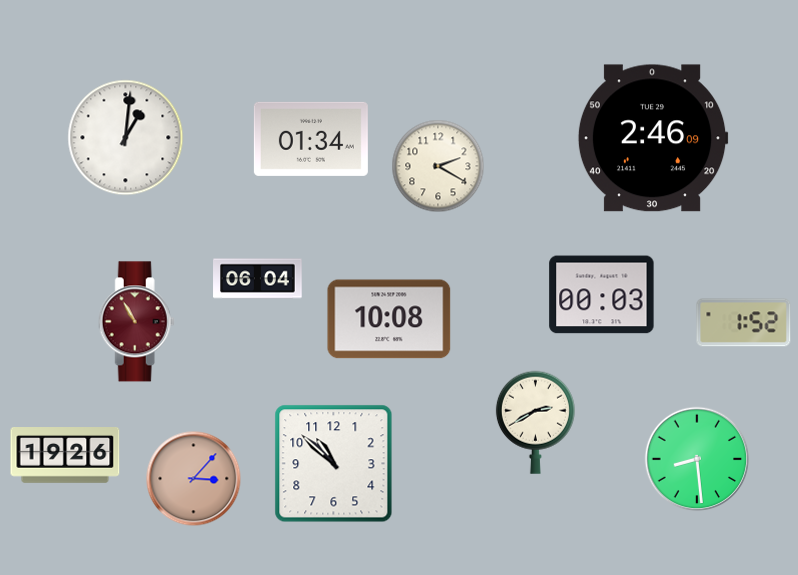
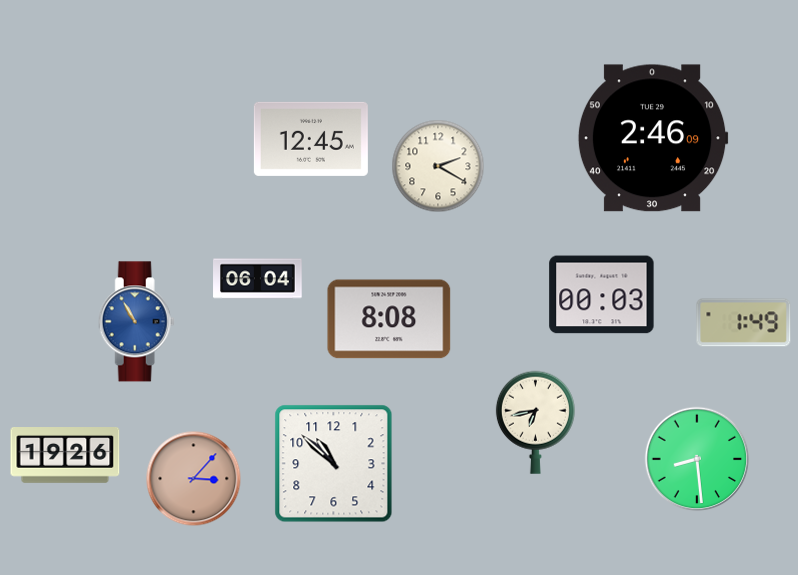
clock at (126, 138): 1:01 -> none
clock at (311, 139): 01:34 -> 12:45
clock at (389, 319): 10:08 -> 8:08
clock at (136, 322) dial: burgundy -> blue
clock at (744, 323): 1:52 -> 1:49
clock at (535, 422): 2:40 -> 6:43
